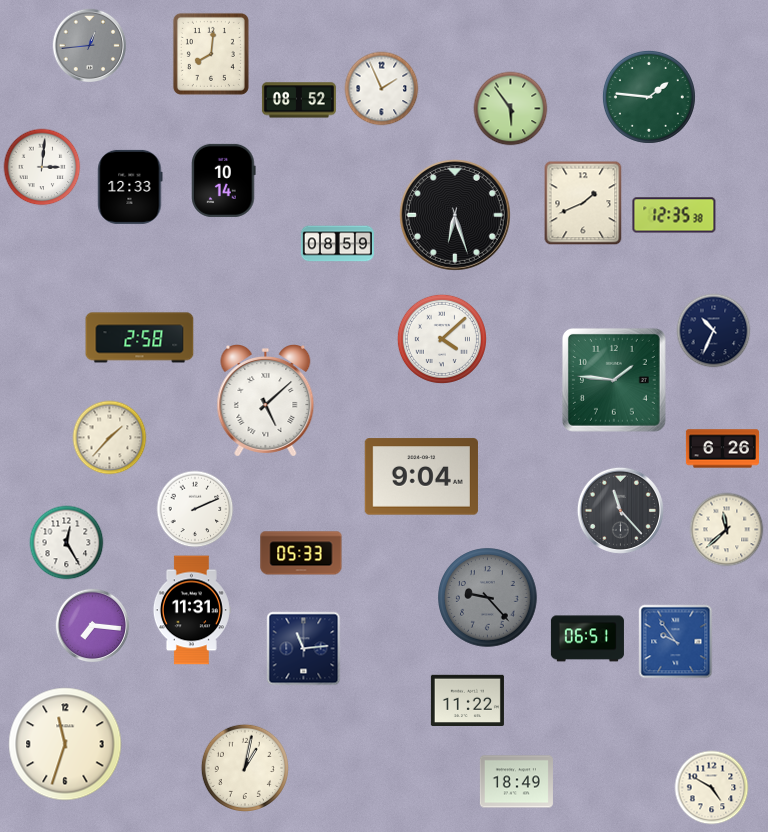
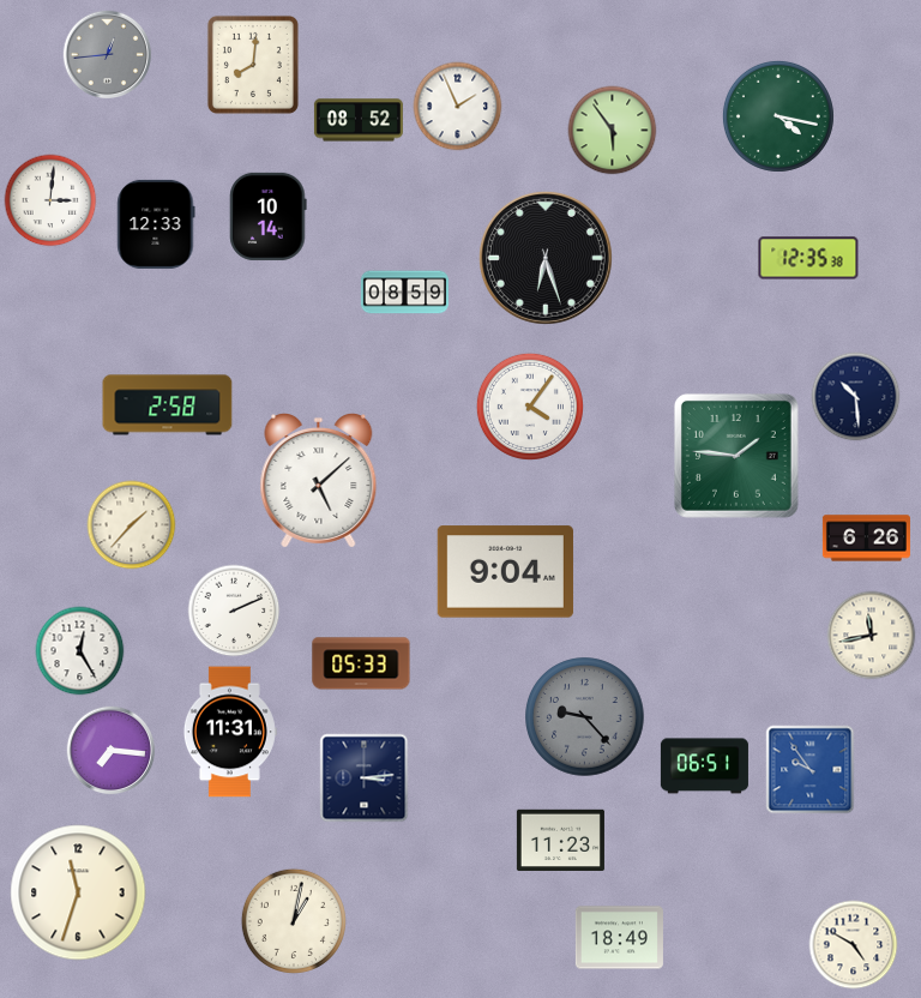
clock at (649, 97): 1:46 -> 4:17
clock at (583, 203): 1:41 -> none
clock at (714, 331): 10:34 -> 10:29
clock at (442, 339): 4:08 -> 4:06
clock at (620, 510): 11:23 -> none
clock at (727, 530): 11:38 -> 11:43
clock at (304, 649): 11:14 -> 3:14
clock at (467, 701): 11:22 -> 11:23
